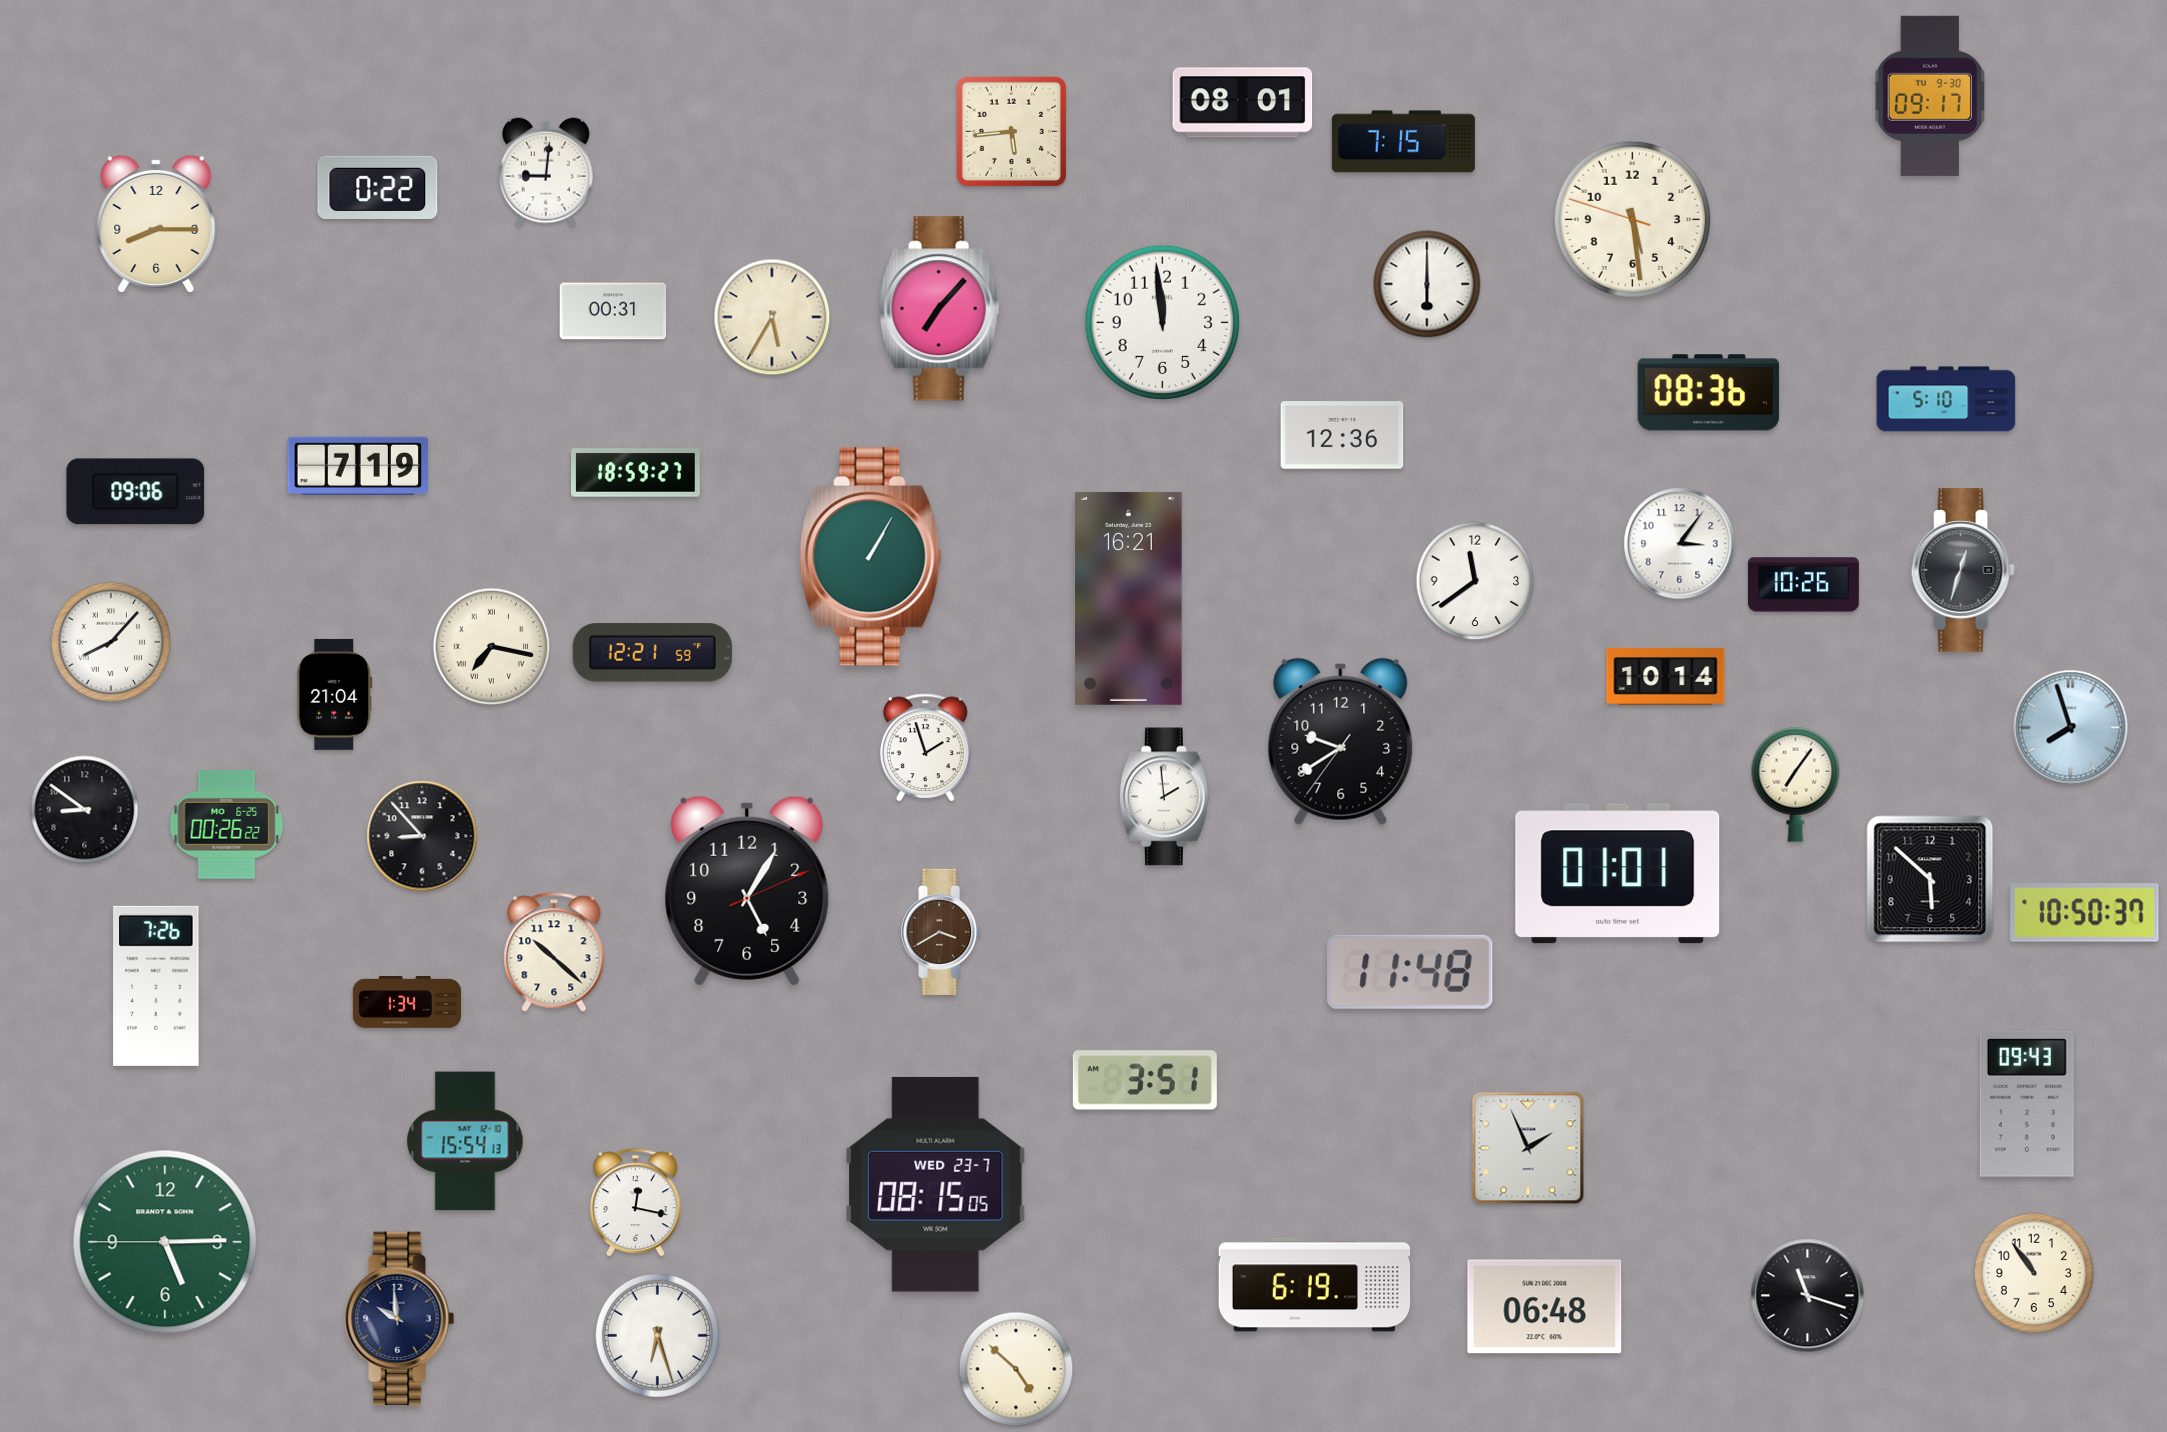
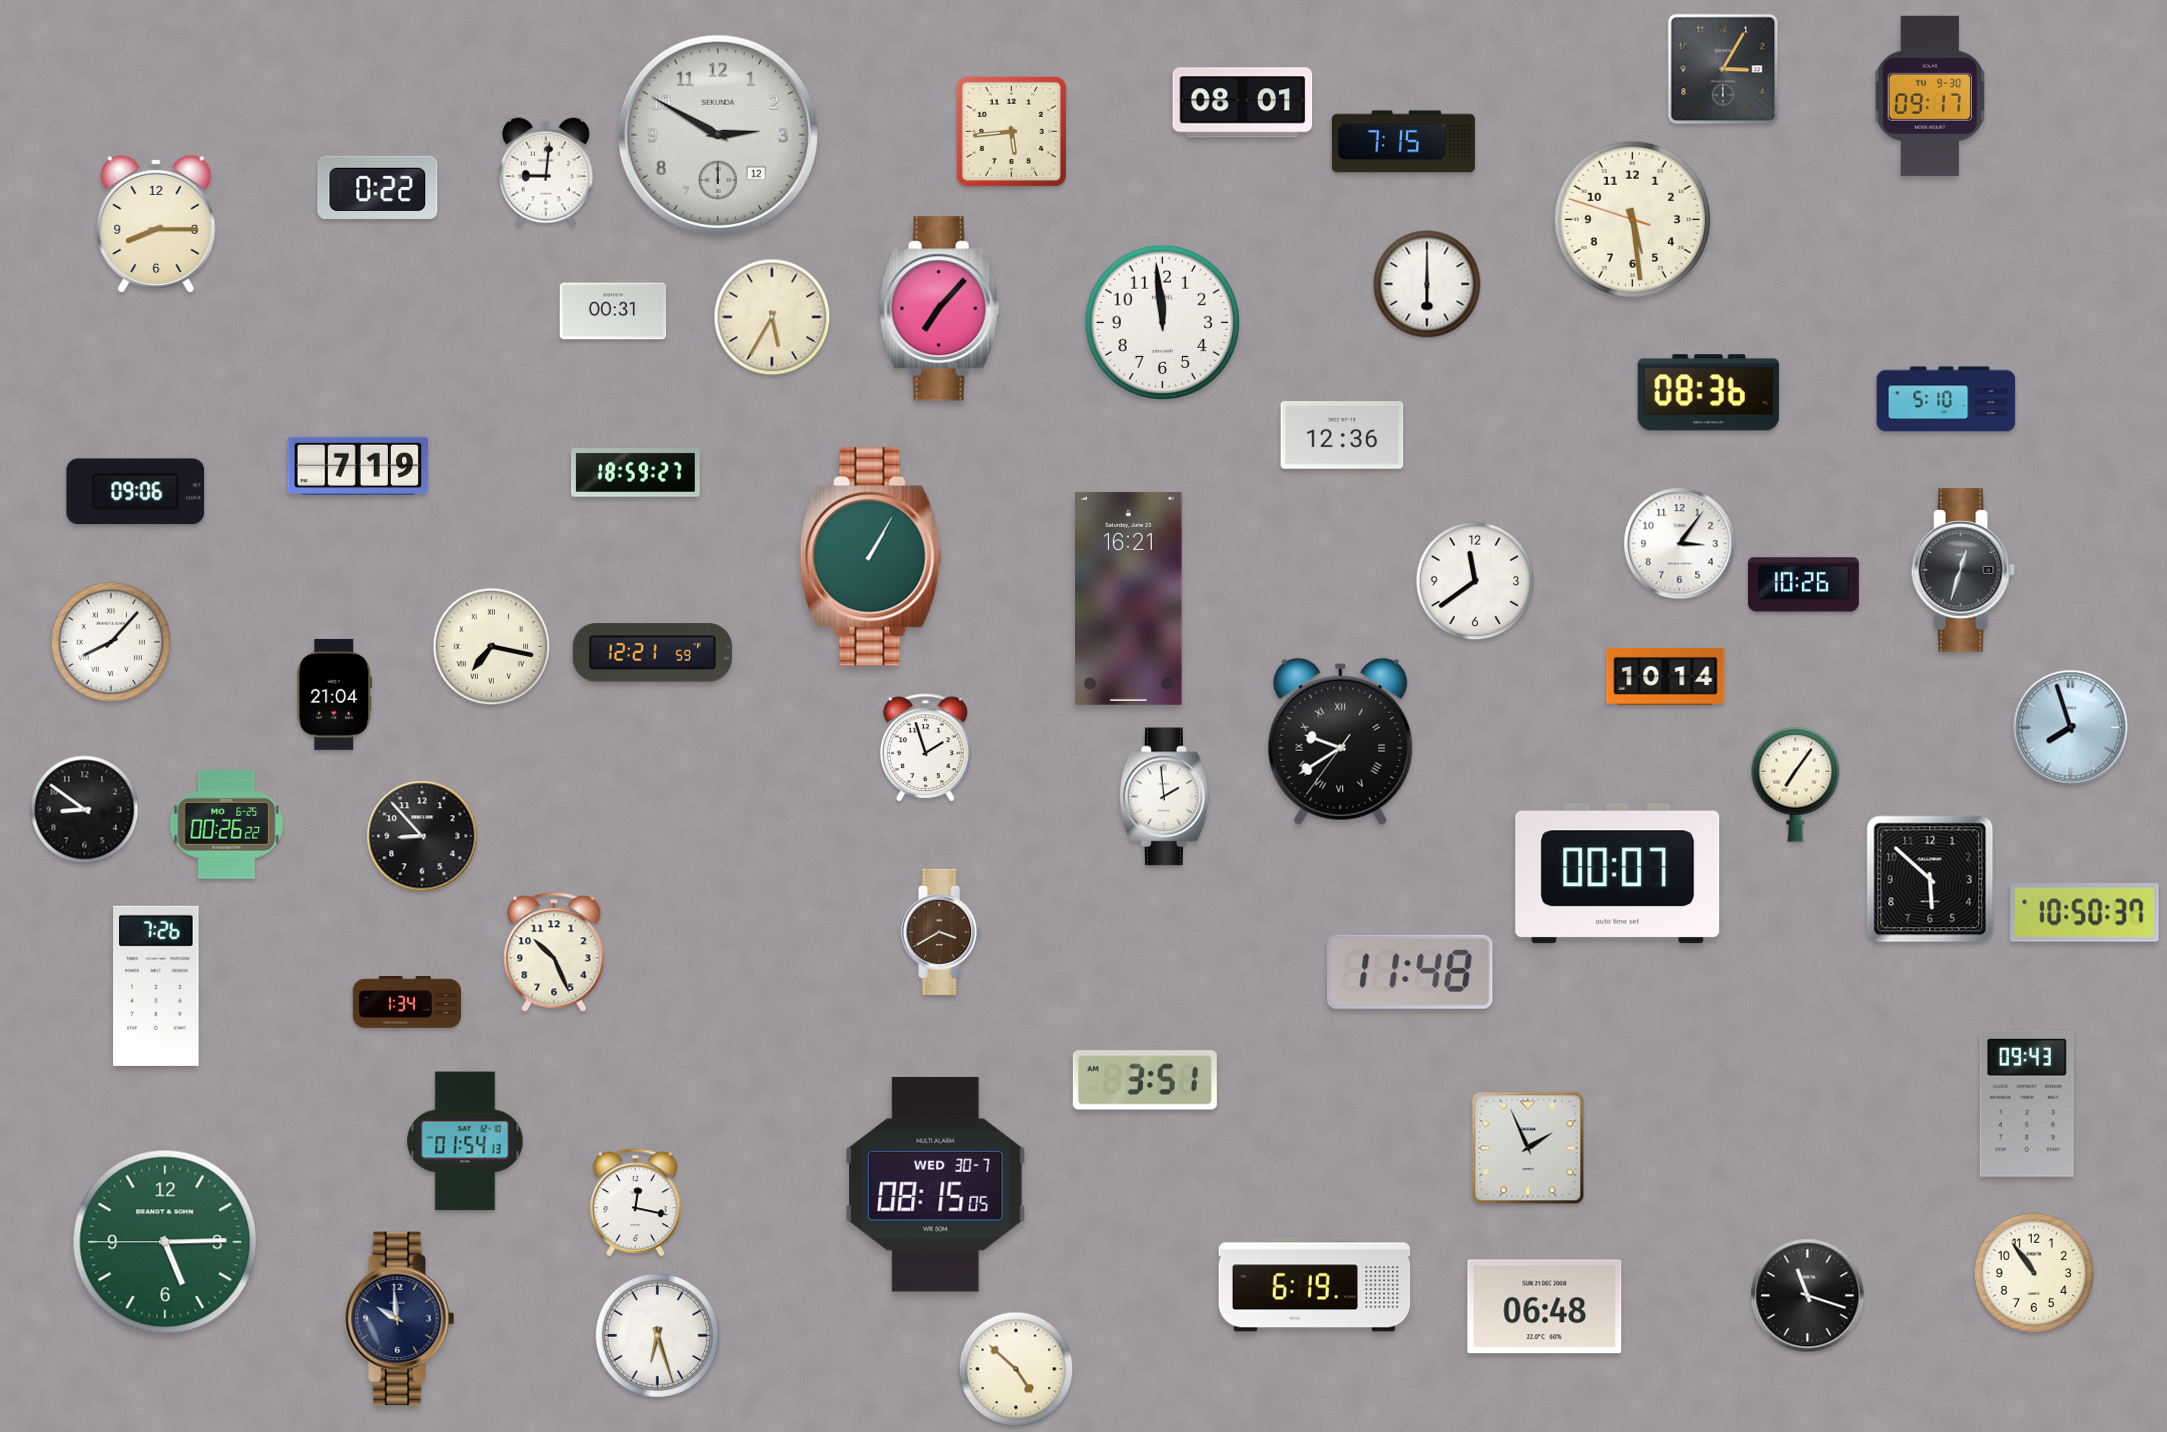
clock at (1723, 69): none -> 3:05
clock at (718, 135): none -> 2:50
clock at (1341, 741) numerals: Arabic -> Roman
clock at (1618, 874): 01:01 -> 00:07
clock at (747, 891): 5:05 -> none
clock at (554, 952): 10:22 -> 10:26
clock at (465, 1141): 15:54 -> 01:54
clock at (936, 1184) date: WED 23-7 -> WED 30-7
